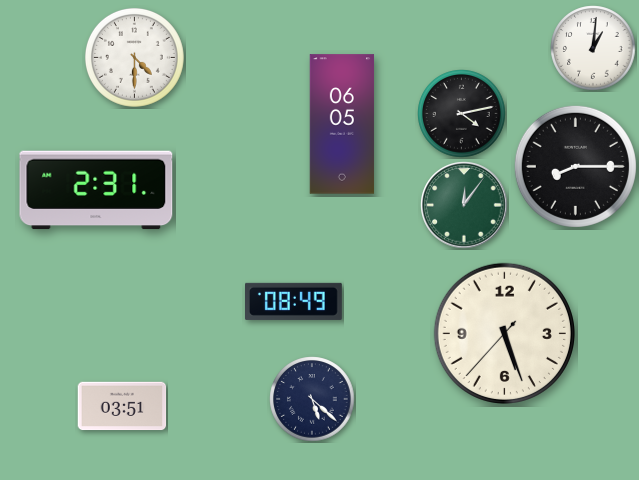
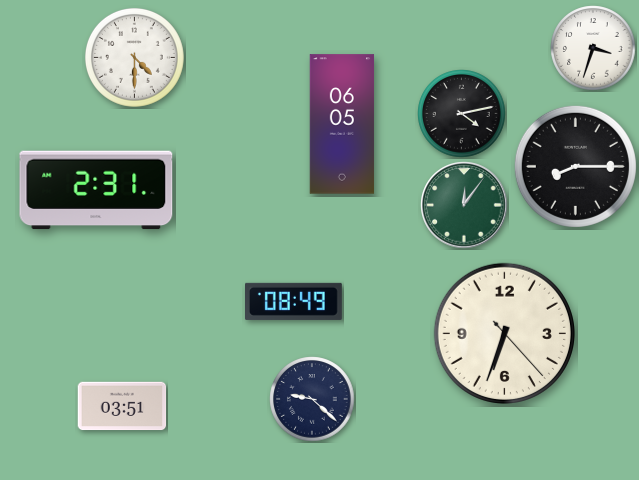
clock at (593, 48): 1:01 -> 3:33
clock at (504, 333): 5:26 -> 6:33
clock at (312, 399): 5:22 -> 9:22
